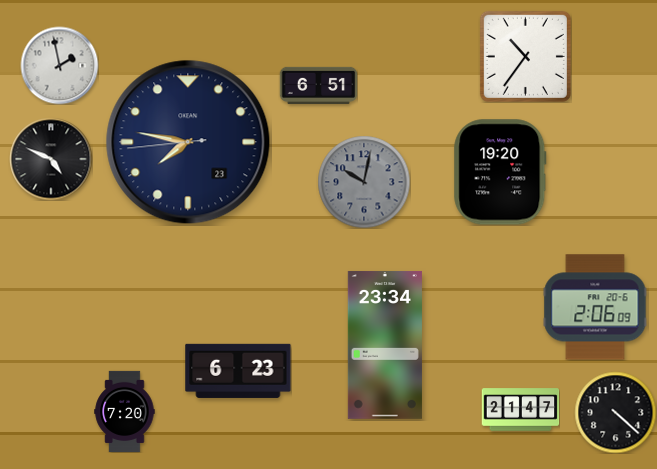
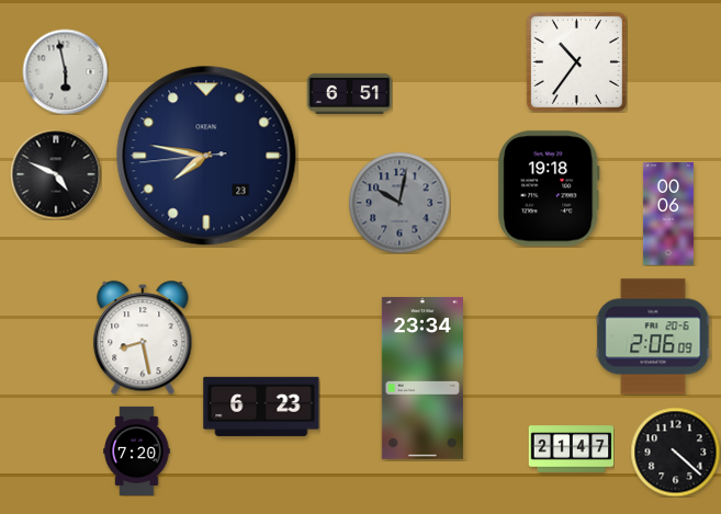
clock at (59, 65): 1:58 -> 5:58
clock at (500, 172): 19:20 -> 19:18
clock at (364, 182) position: (364, 182) -> (399, 203)
clock at (668, 214): none -> 00:06
clock at (143, 338): none -> 8:28
